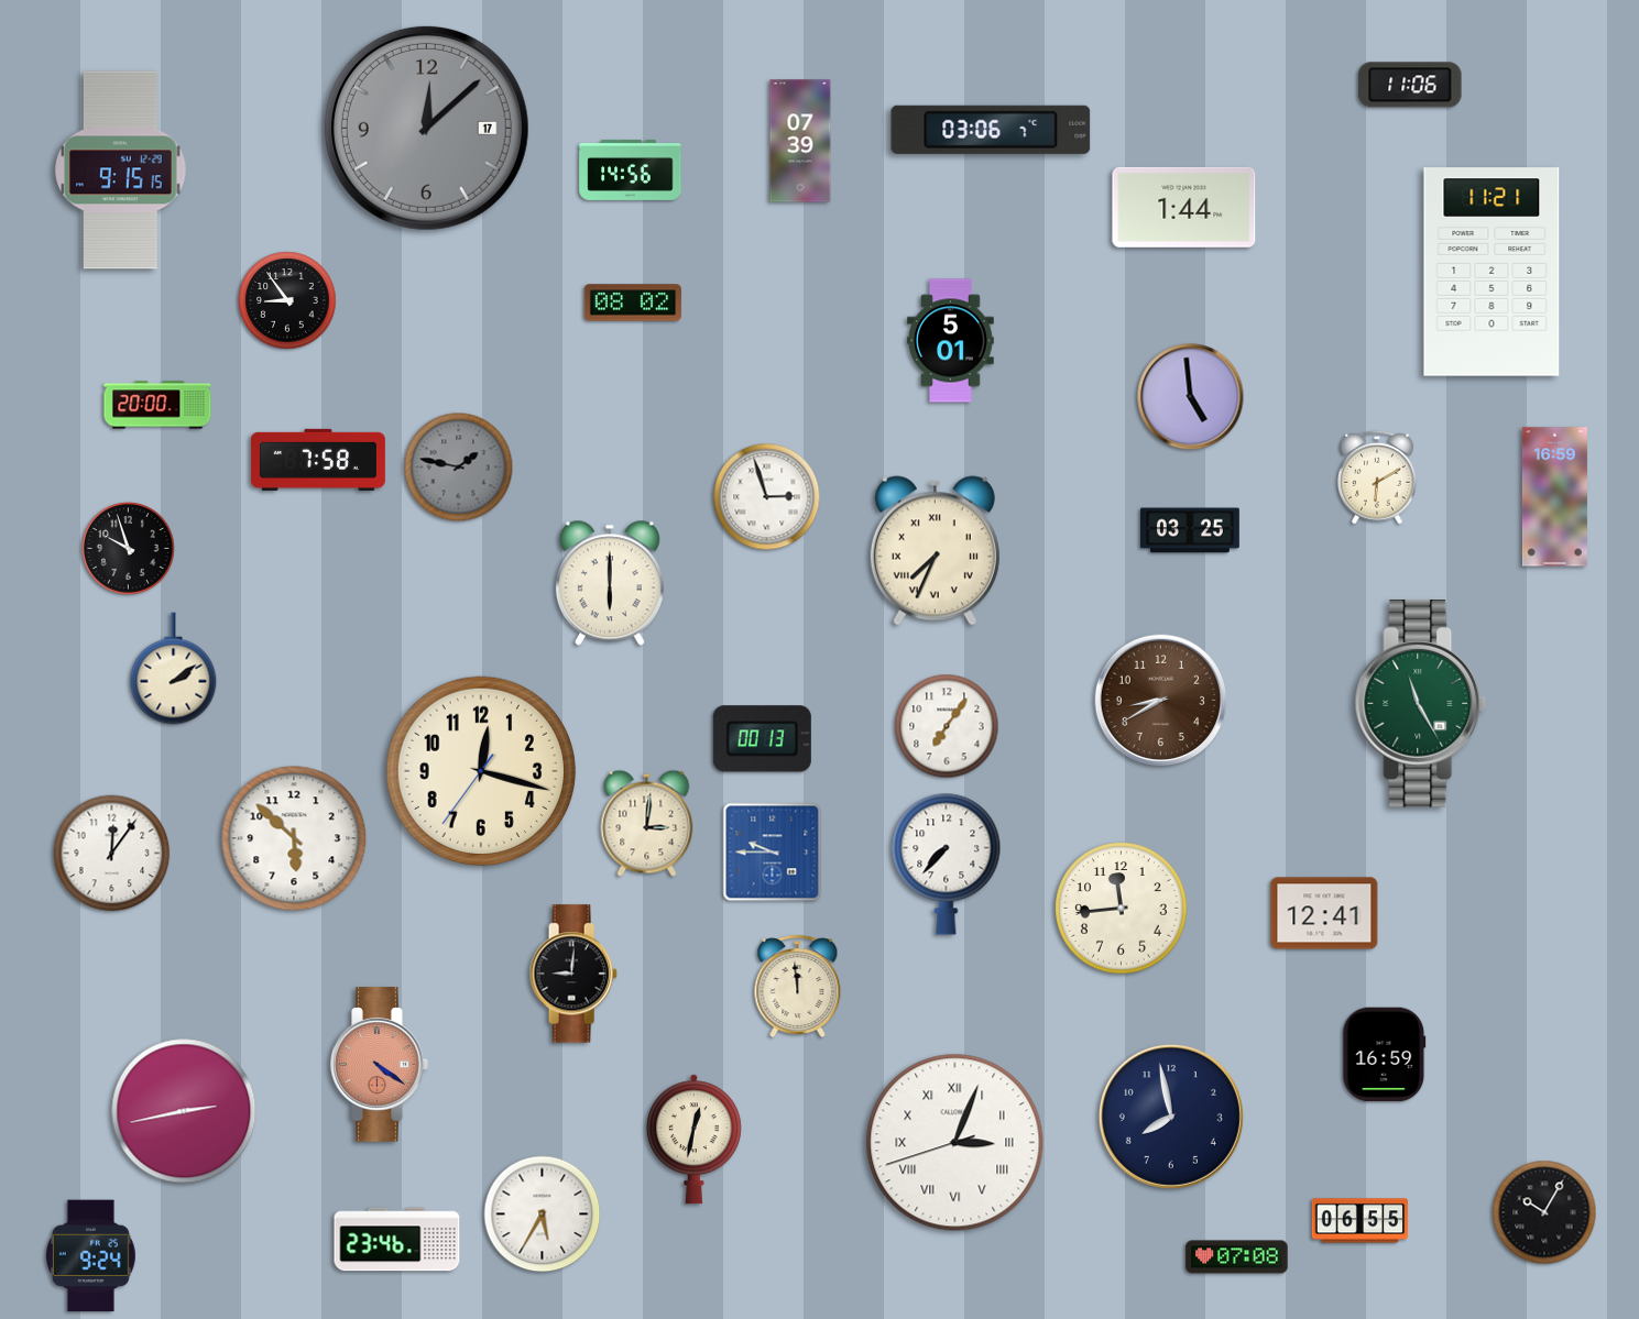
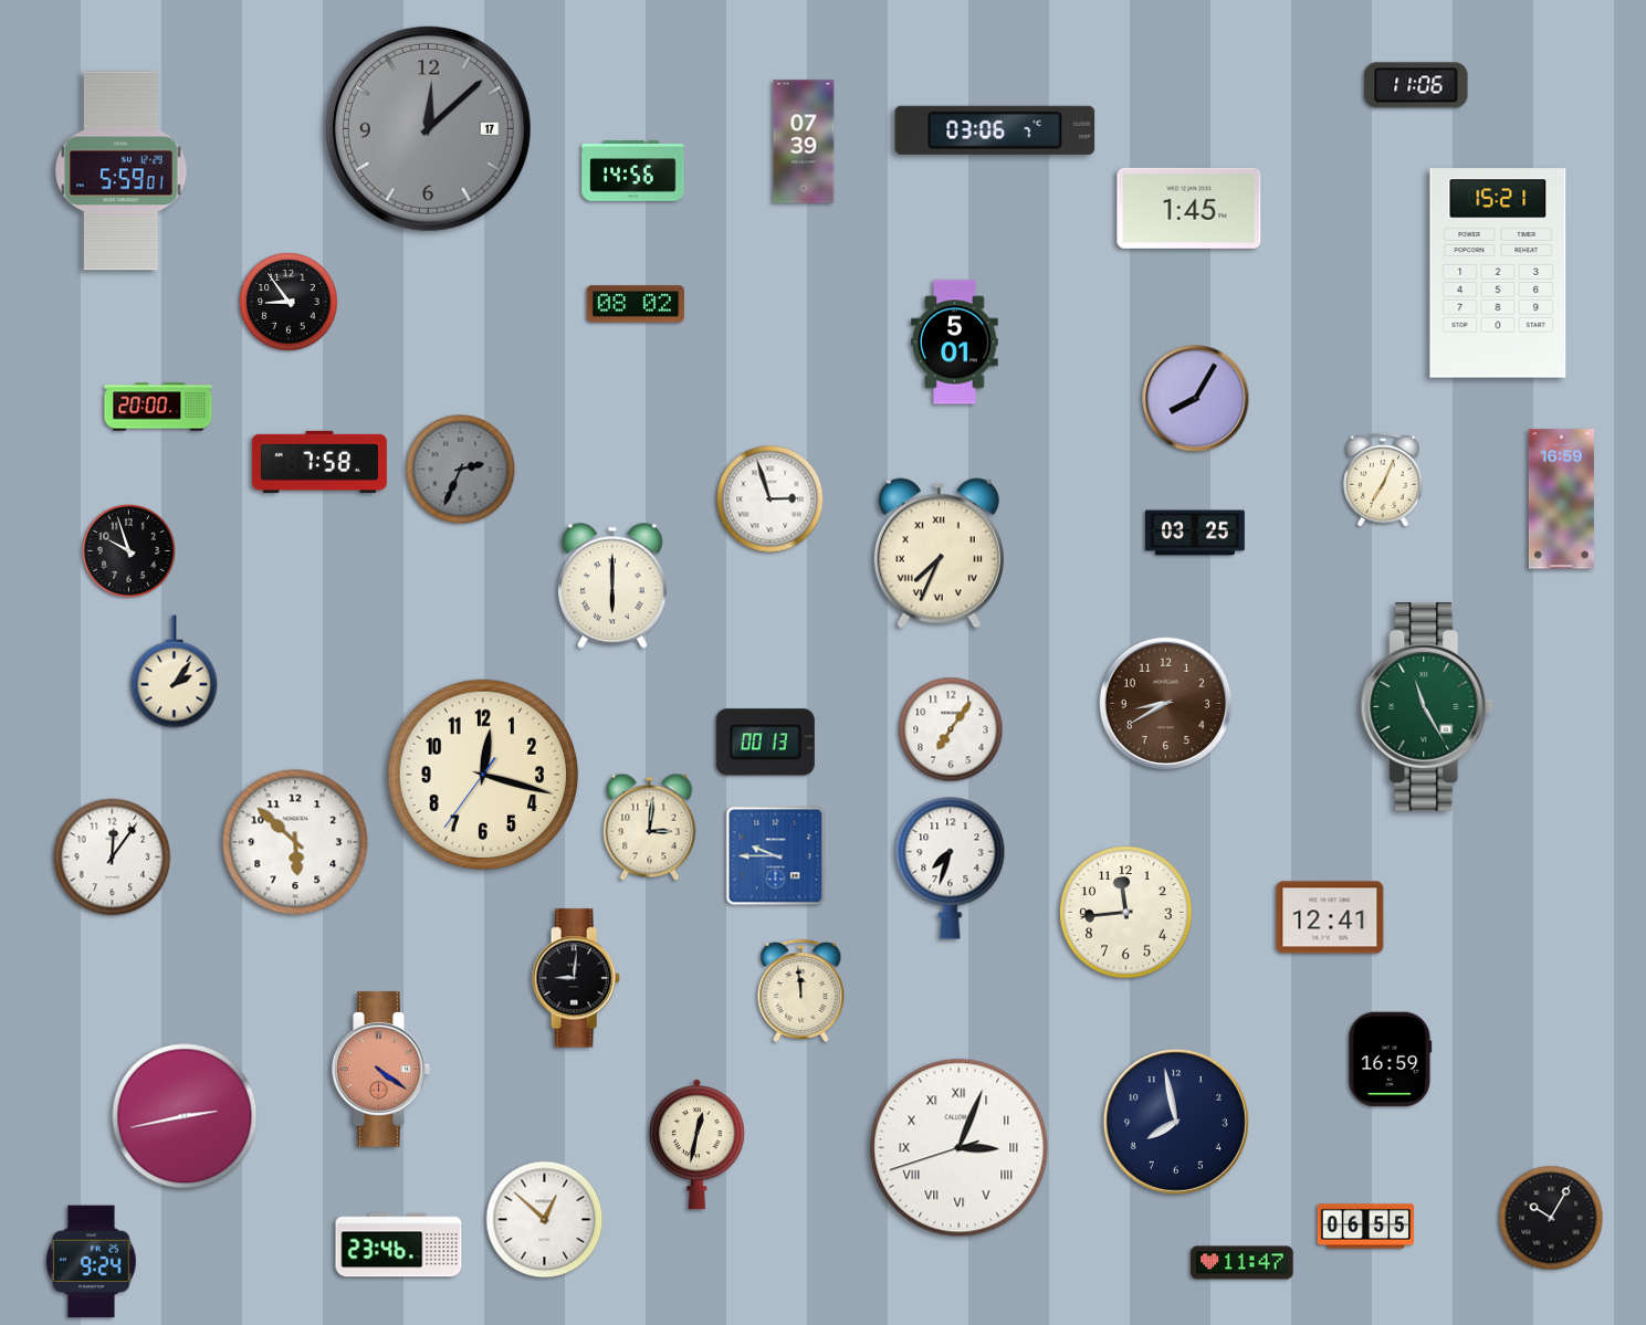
clock at (121, 171): 9:15 -> 5:59
clock at (1184, 207): 1:44 -> 1:45
clock at (1492, 272): 11:21 -> 15:21
clock at (1191, 397): 4:59 -> 8:05
clock at (459, 468): 1:47 -> 2:34
clock at (1378, 477): 6:10 -> 7:04
clock at (174, 669): 2:09 -> 2:06
clock at (947, 864): 7:37 -> 7:33
clock at (543, 1214): 5:35 -> 12:52
clock at (1237, 1257): 07:08 -> 11:47
